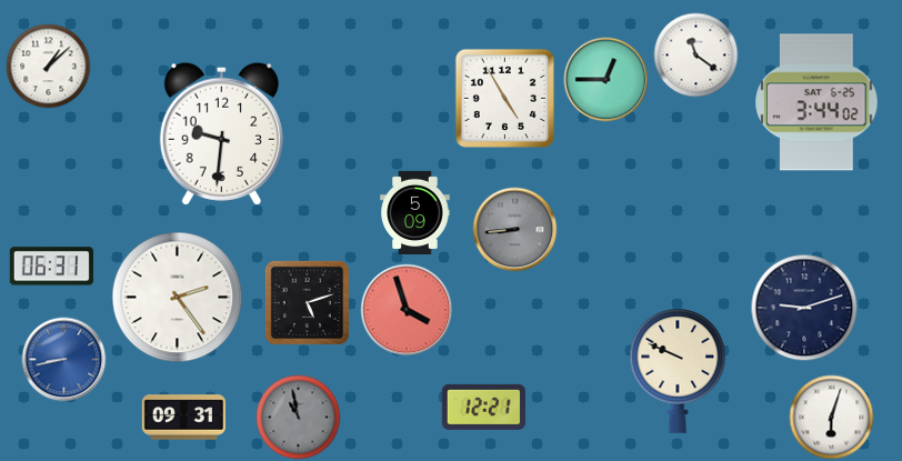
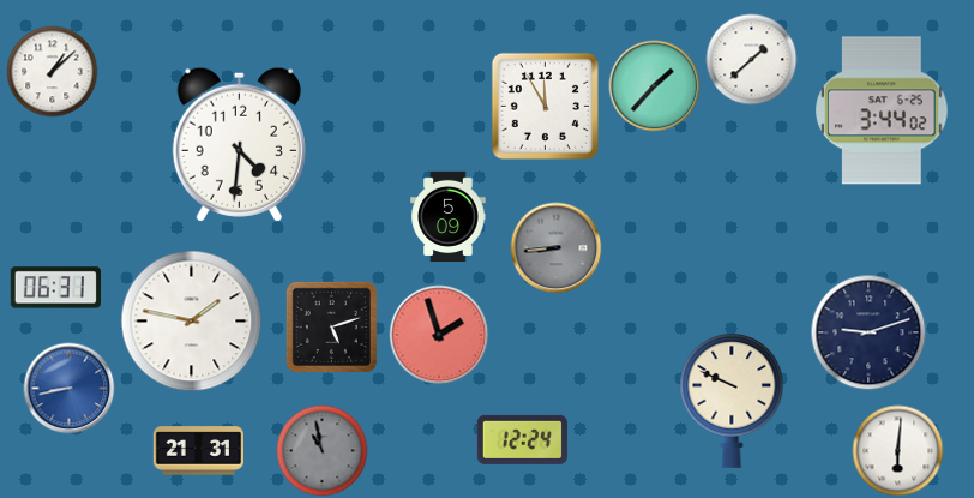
clock at (696, 56): 11:21 -> 1:38
clock at (607, 80): 12:45 -> 1:37
clock at (504, 98): 4:55 -> 11:55
clock at (221, 133): 9:31 -> 4:31
clock at (415, 212) position: (415, 212) -> (449, 216)
clock at (178, 298): 2:24 -> 1:47
clock at (407, 310): 3:57 -> 1:57
clock at (483, 407): 12:21 -> 12:24
clock at (183, 418): 09:31 -> 21:31
clock at (832, 418): 6:03 -> 6:01
